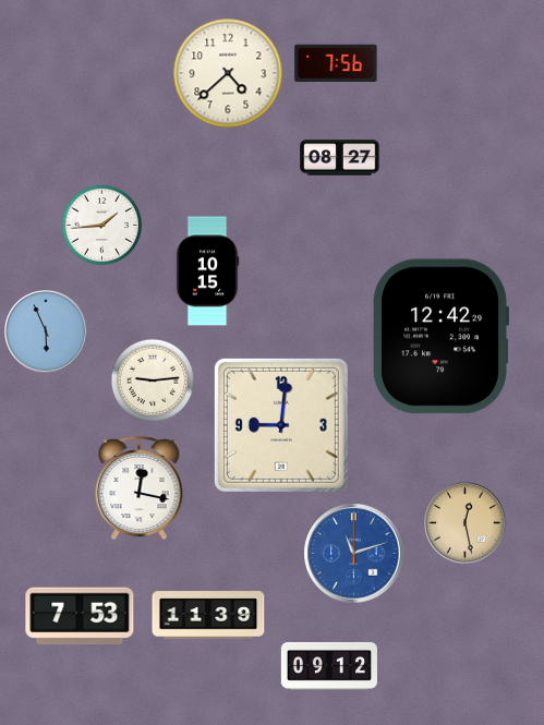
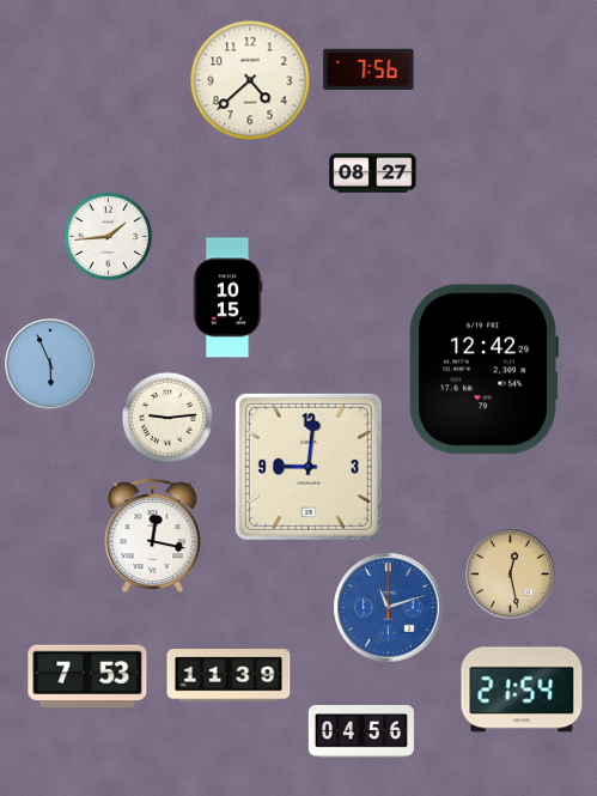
clock at (102, 226) position: (102, 226) -> (109, 237)
clock at (522, 689): none -> 21:54
clock at (329, 666): 09:12 -> 04:56
